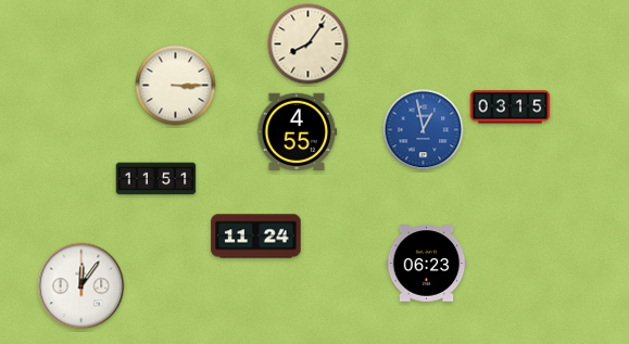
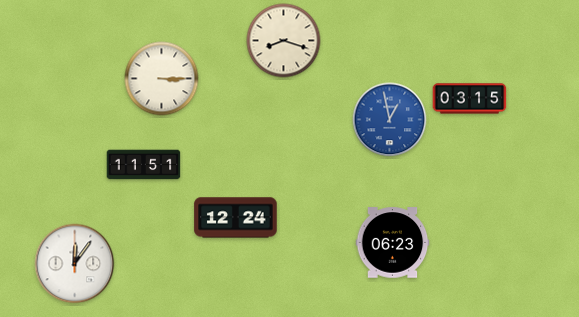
clock at (309, 44): 8:06 -> 8:18
clock at (297, 132): 4:55 -> none
clock at (256, 237): 11:24 -> 12:24
